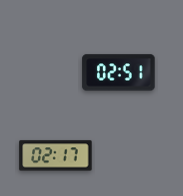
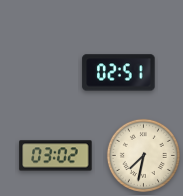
clock at (143, 155): none -> 7:32
clock at (56, 156): 02:17 -> 03:02
